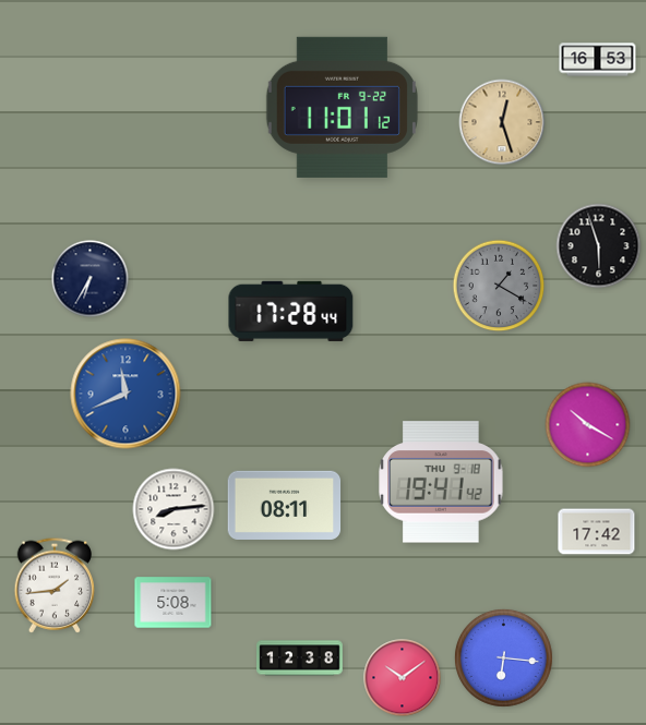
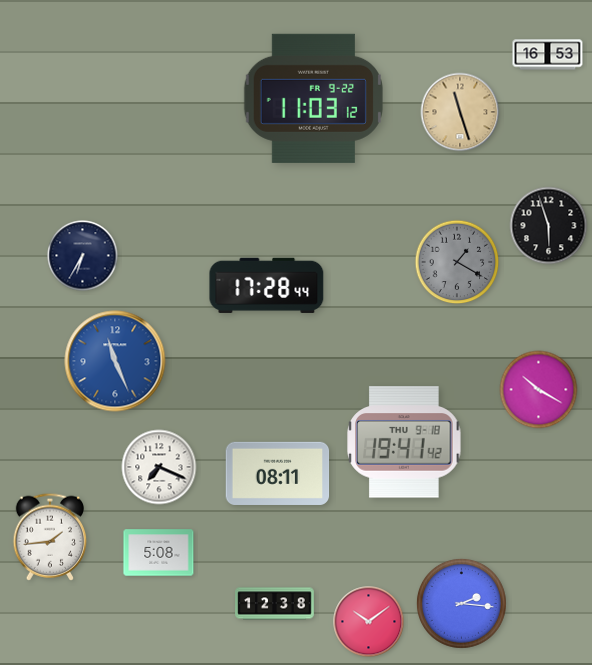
clock at (342, 107): 11:01 -> 11:03
clock at (502, 122): 12:27 -> 11:27
clock at (125, 394): 11:41 -> 11:26
clock at (285, 505) position: (285, 505) -> (278, 473)
clock at (174, 509): 8:14 -> 7:19
clock at (597, 532): 17:42 -> none
clock at (503, 657): 6:16 -> 2:16
